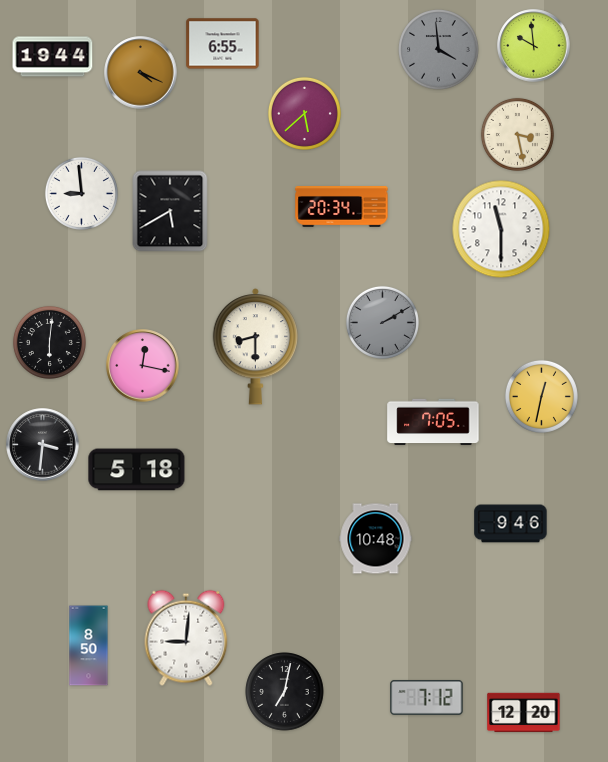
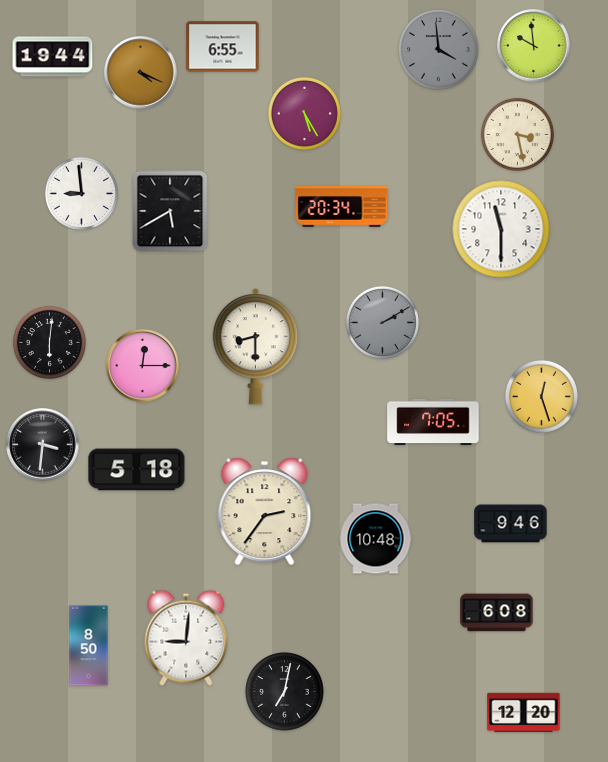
clock at (223, 44) position: (223, 44) -> (223, 47)
clock at (304, 113): 5:38 -> 5:25
clock at (143, 366): 12:17 -> 12:15
clock at (541, 396): 12:32 -> 12:27
clock at (265, 512): none -> 2:36
clock at (497, 613): none -> 6:08
clock at (427, 697): 7:12 -> none
